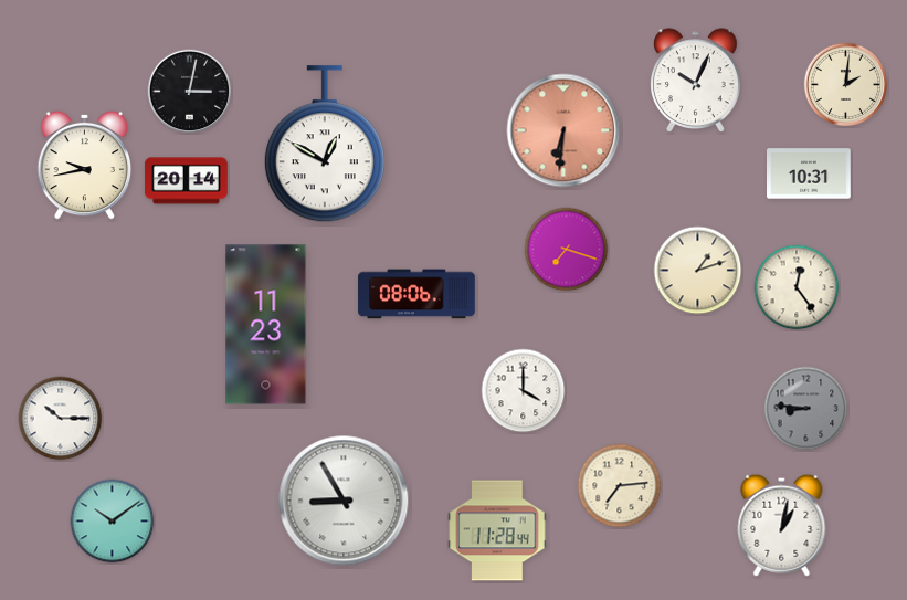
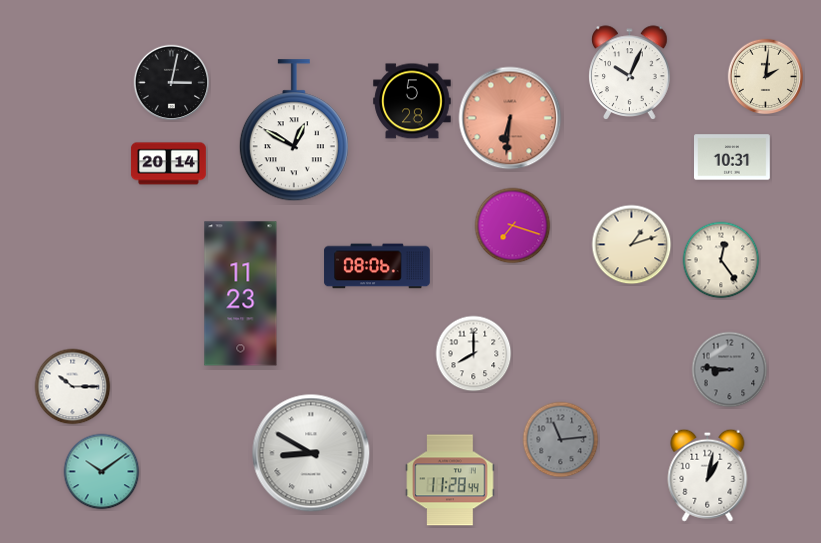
clock at (412, 101): none -> 5:28
clock at (85, 165): 9:43 -> none
clock at (524, 391): 4:00 -> 8:00
clock at (61, 419) position: (61, 419) -> (73, 387)
clock at (620, 486): 7:14 -> 11:14
clock at (620, 486) dial: cream -> grey
clock at (344, 501): 8:55 -> 8:50
